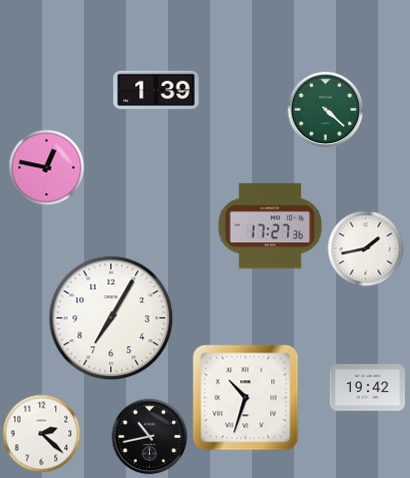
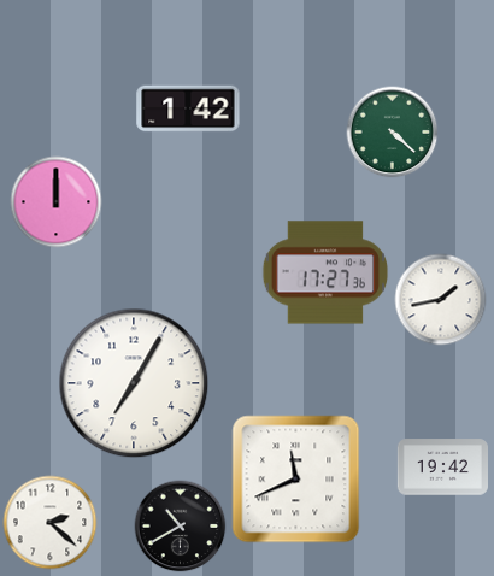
clock at (156, 90): 1:39 -> 1:42
clock at (47, 168): 12:47 -> 12:00
clock at (246, 398): 10:33 -> 11:41
clock at (150, 437): 10:43 -> 10:40
